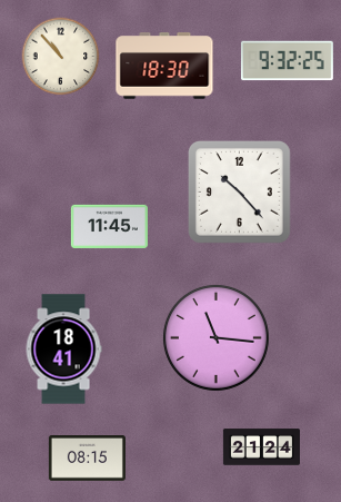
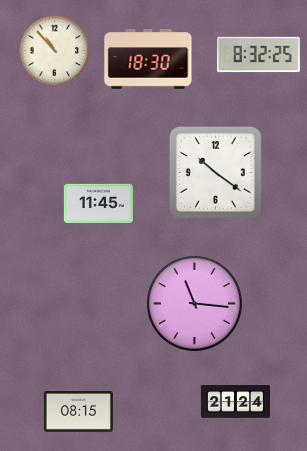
clock at (287, 61): 9:32 -> 8:32
clock at (239, 191): 10:23 -> 10:21
clock at (63, 350): 18:41 -> none
